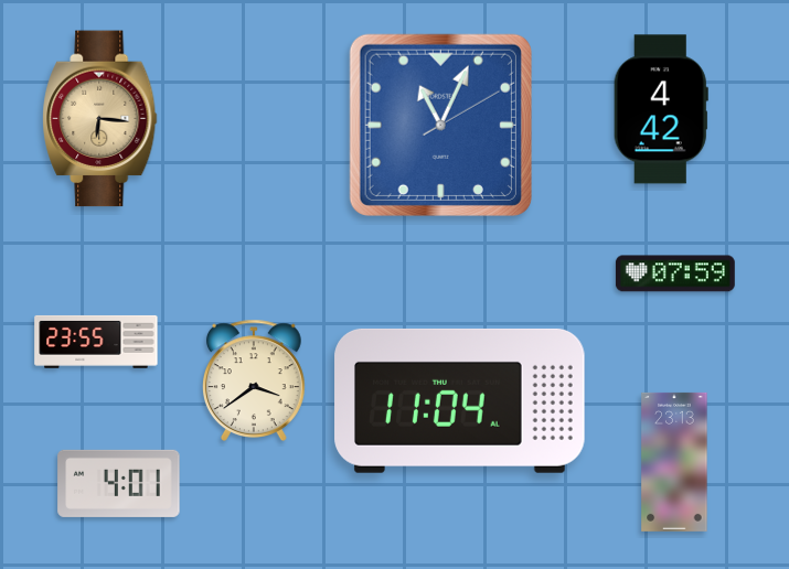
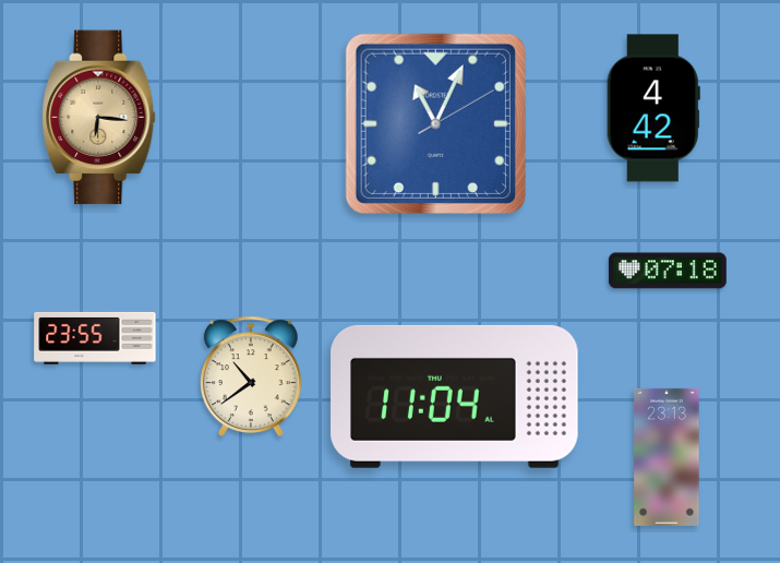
clock at (675, 273): 07:59 -> 07:18
clock at (254, 379): 3:39 -> 10:39
clock at (119, 483): 4:01 -> none
